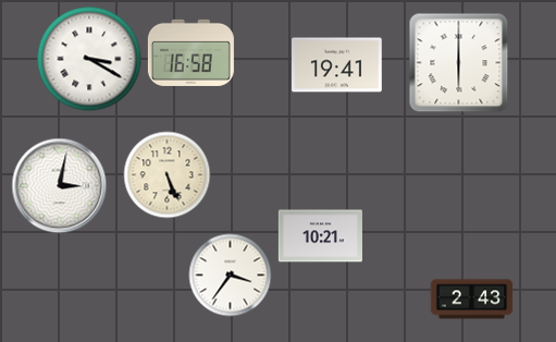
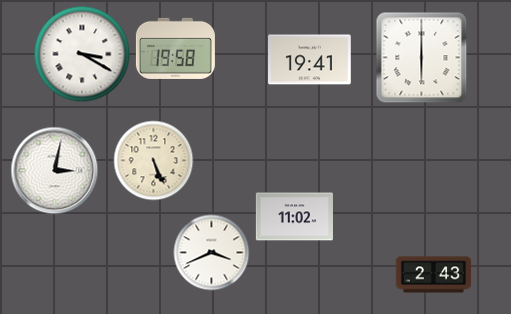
clock at (190, 52): 16:58 -> 19:58
clock at (320, 236): 10:21 -> 11:02
clock at (231, 276): 3:36 -> 3:41
